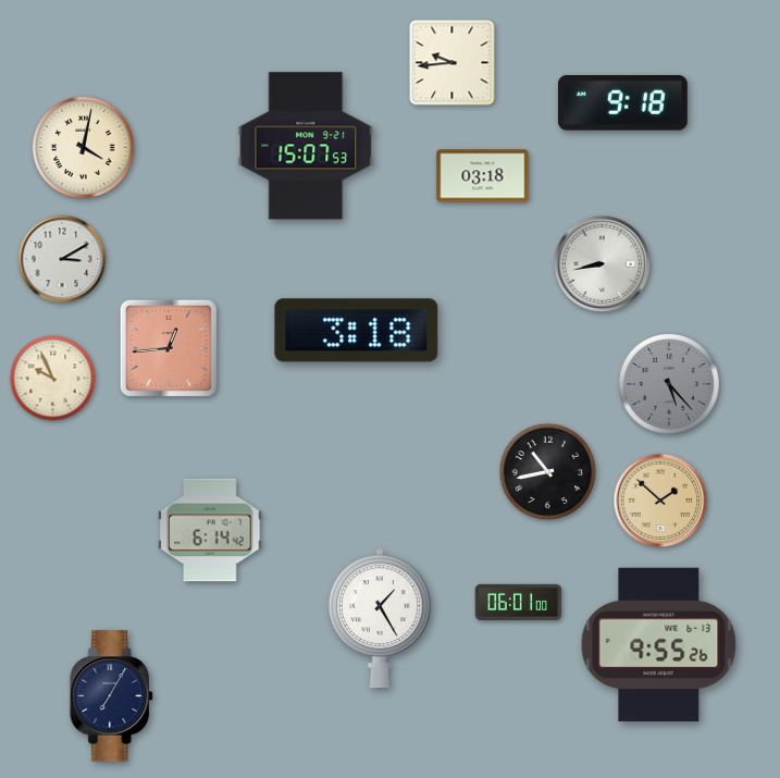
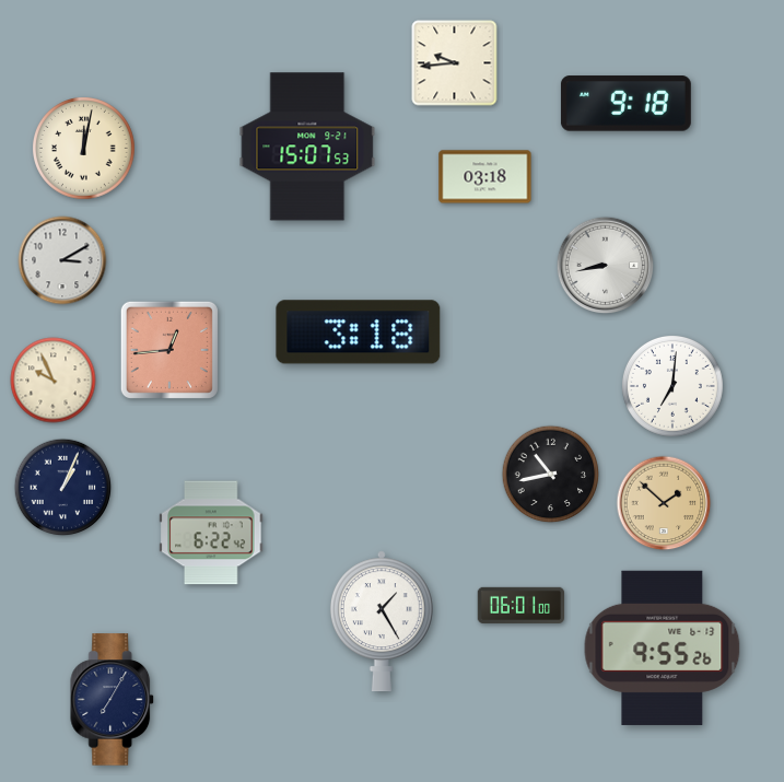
clock at (84, 148): 4:02 -> 12:02
clock at (669, 384): 5:23 -> 7:01
clock at (669, 384) dial: grey -> white
clock at (63, 488): none -> 1:04
clock at (210, 530): 6:14 -> 6:22
